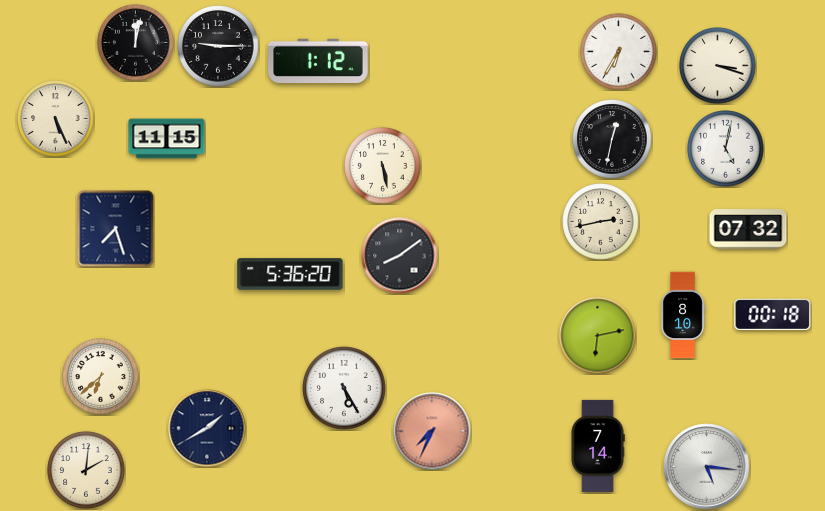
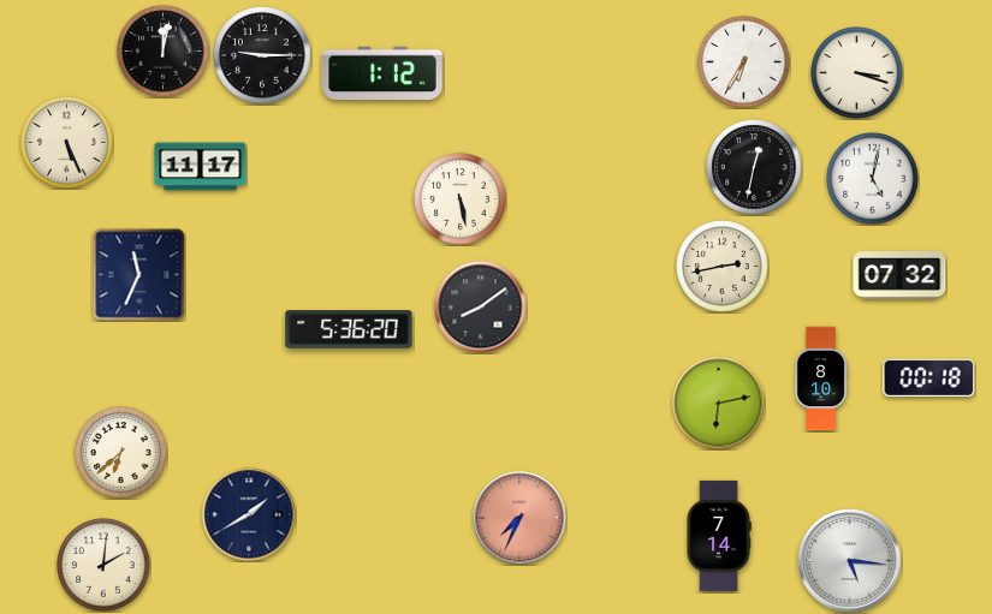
clock at (718, 66) position: (718, 66) -> (857, 73)
clock at (167, 139): 11:15 -> 11:17
clock at (612, 139) position: (612, 139) -> (754, 167)
clock at (116, 229): 7:27 -> 11:34
clock at (344, 388): 5:25 -> none
